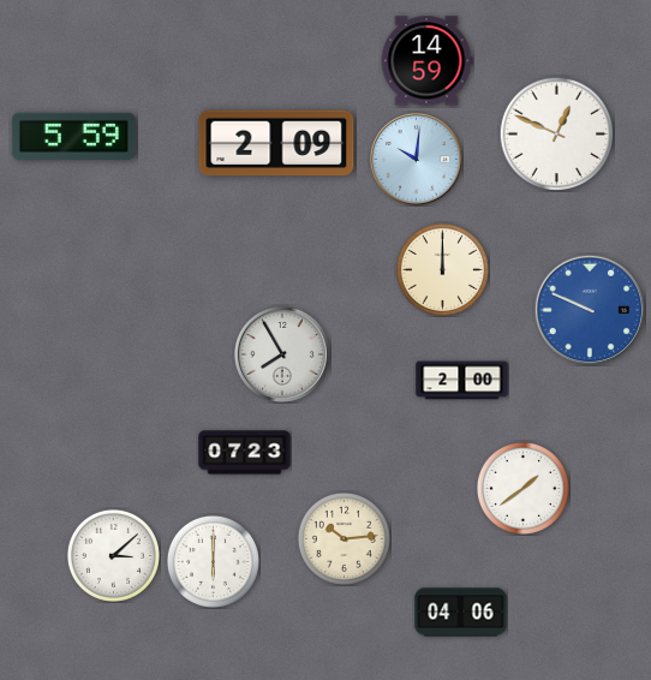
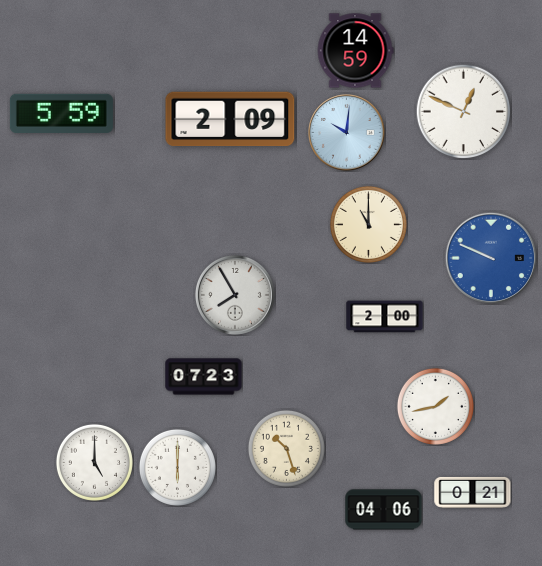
clock at (442, 269): 12:00 -> 11:00
clock at (522, 488): 1:39 -> 1:43
clock at (344, 538): 10:14 -> 10:27
clock at (113, 555): 3:08 -> 5:00
clock at (473, 492): none -> 0:21
